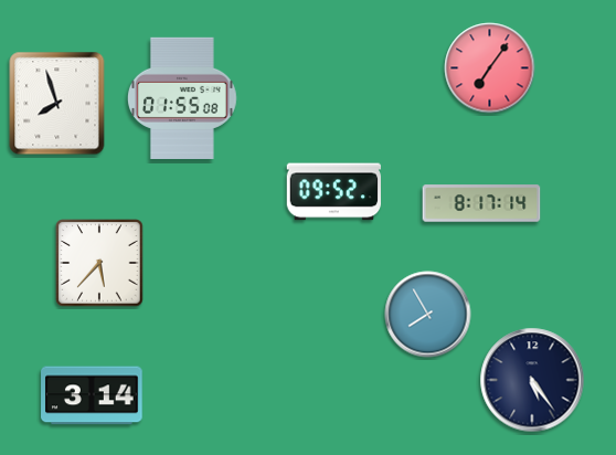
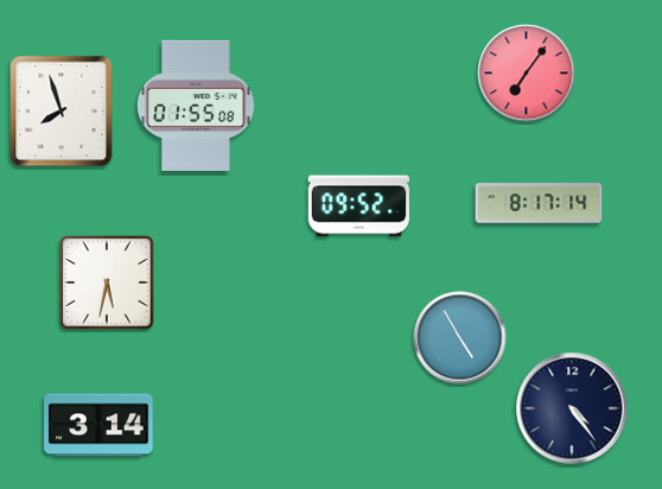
clock at (481, 203) position: (481, 203) -> (539, 203)
clock at (99, 263): 5:37 -> 5:32
clock at (428, 315): 7:55 -> 4:55
clock at (532, 380): 5:24 -> 4:24
